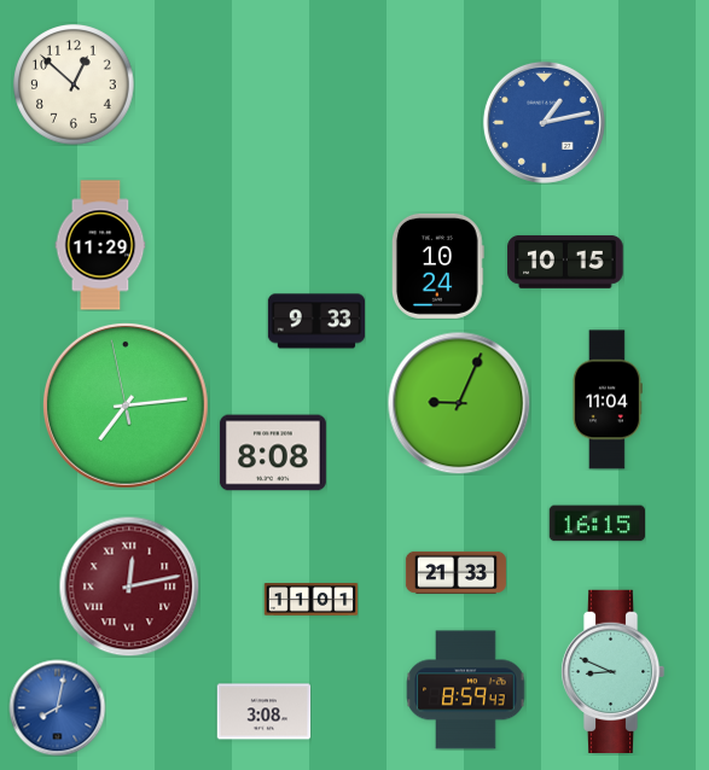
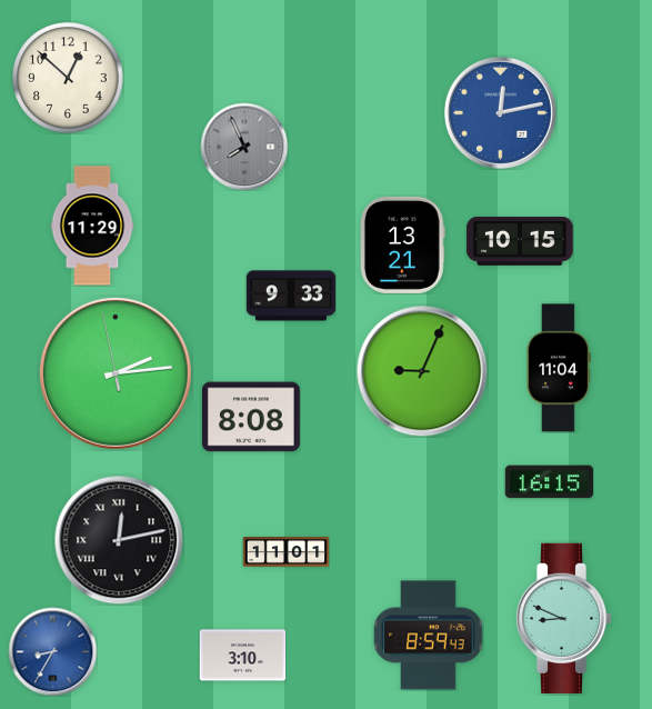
clock at (544, 122): 1:13 -> 12:13
clock at (244, 147): none -> 7:56
clock at (437, 266): 10:24 -> 13:21
clock at (126, 406): 7:13 -> 2:13
clock at (455, 572): 21:33 -> none
clock at (129, 587) dial: burgundy -> black
clock at (57, 707): 8:02 -> 8:35
clock at (263, 712): 3:08 -> 3:10
